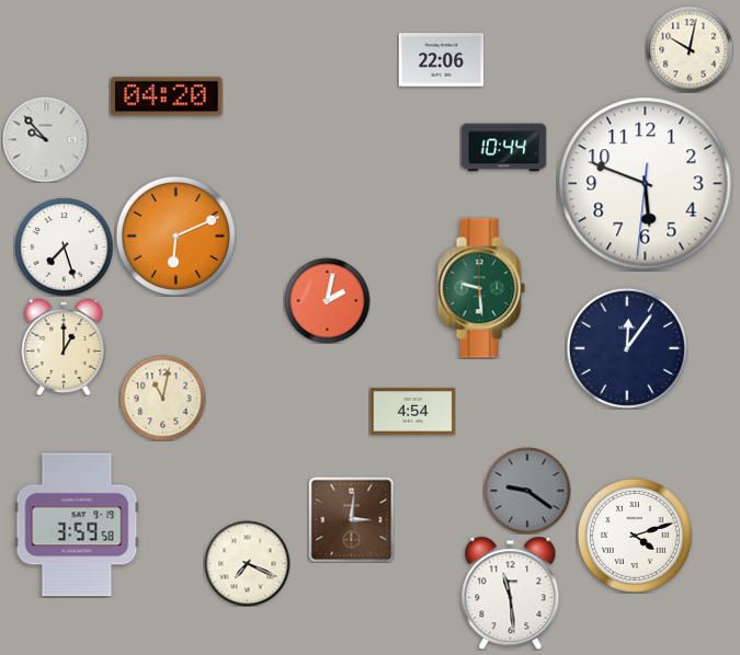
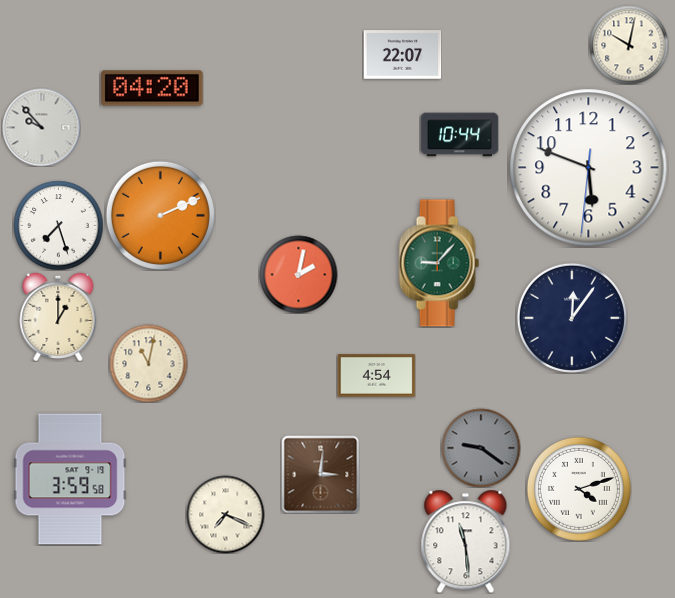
clock at (441, 60): 22:06 -> 22:07
clock at (175, 235): 6:11 -> 2:11
clock at (481, 288): 9:29 -> 9:07
